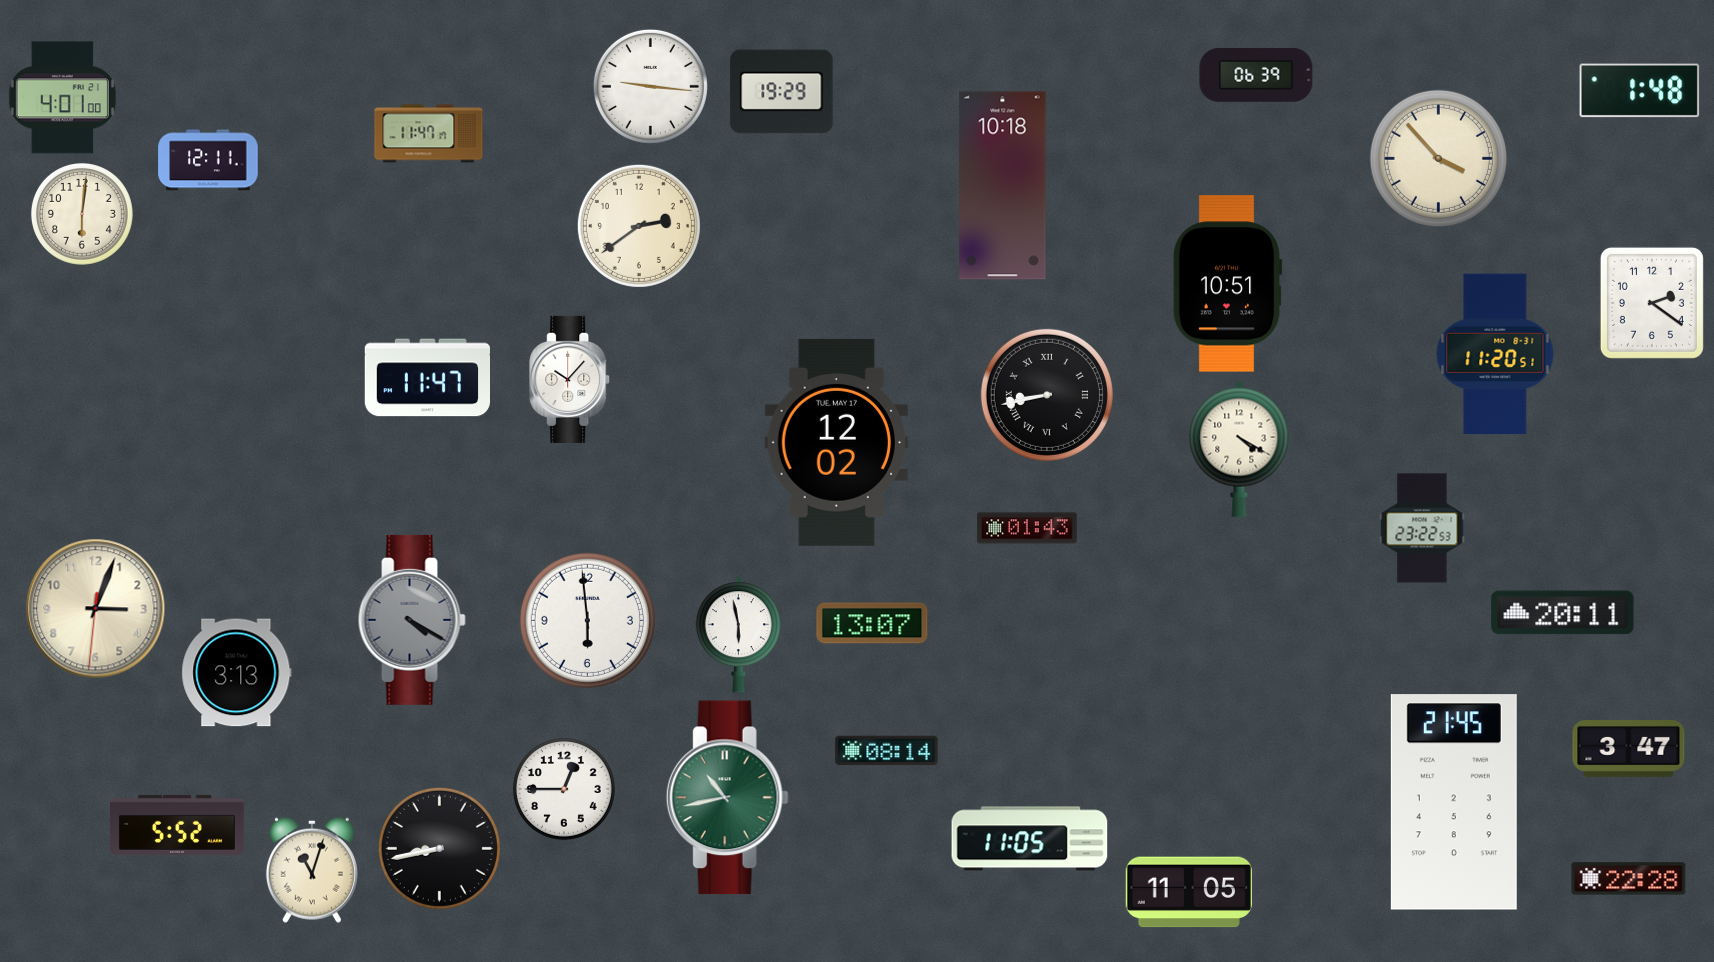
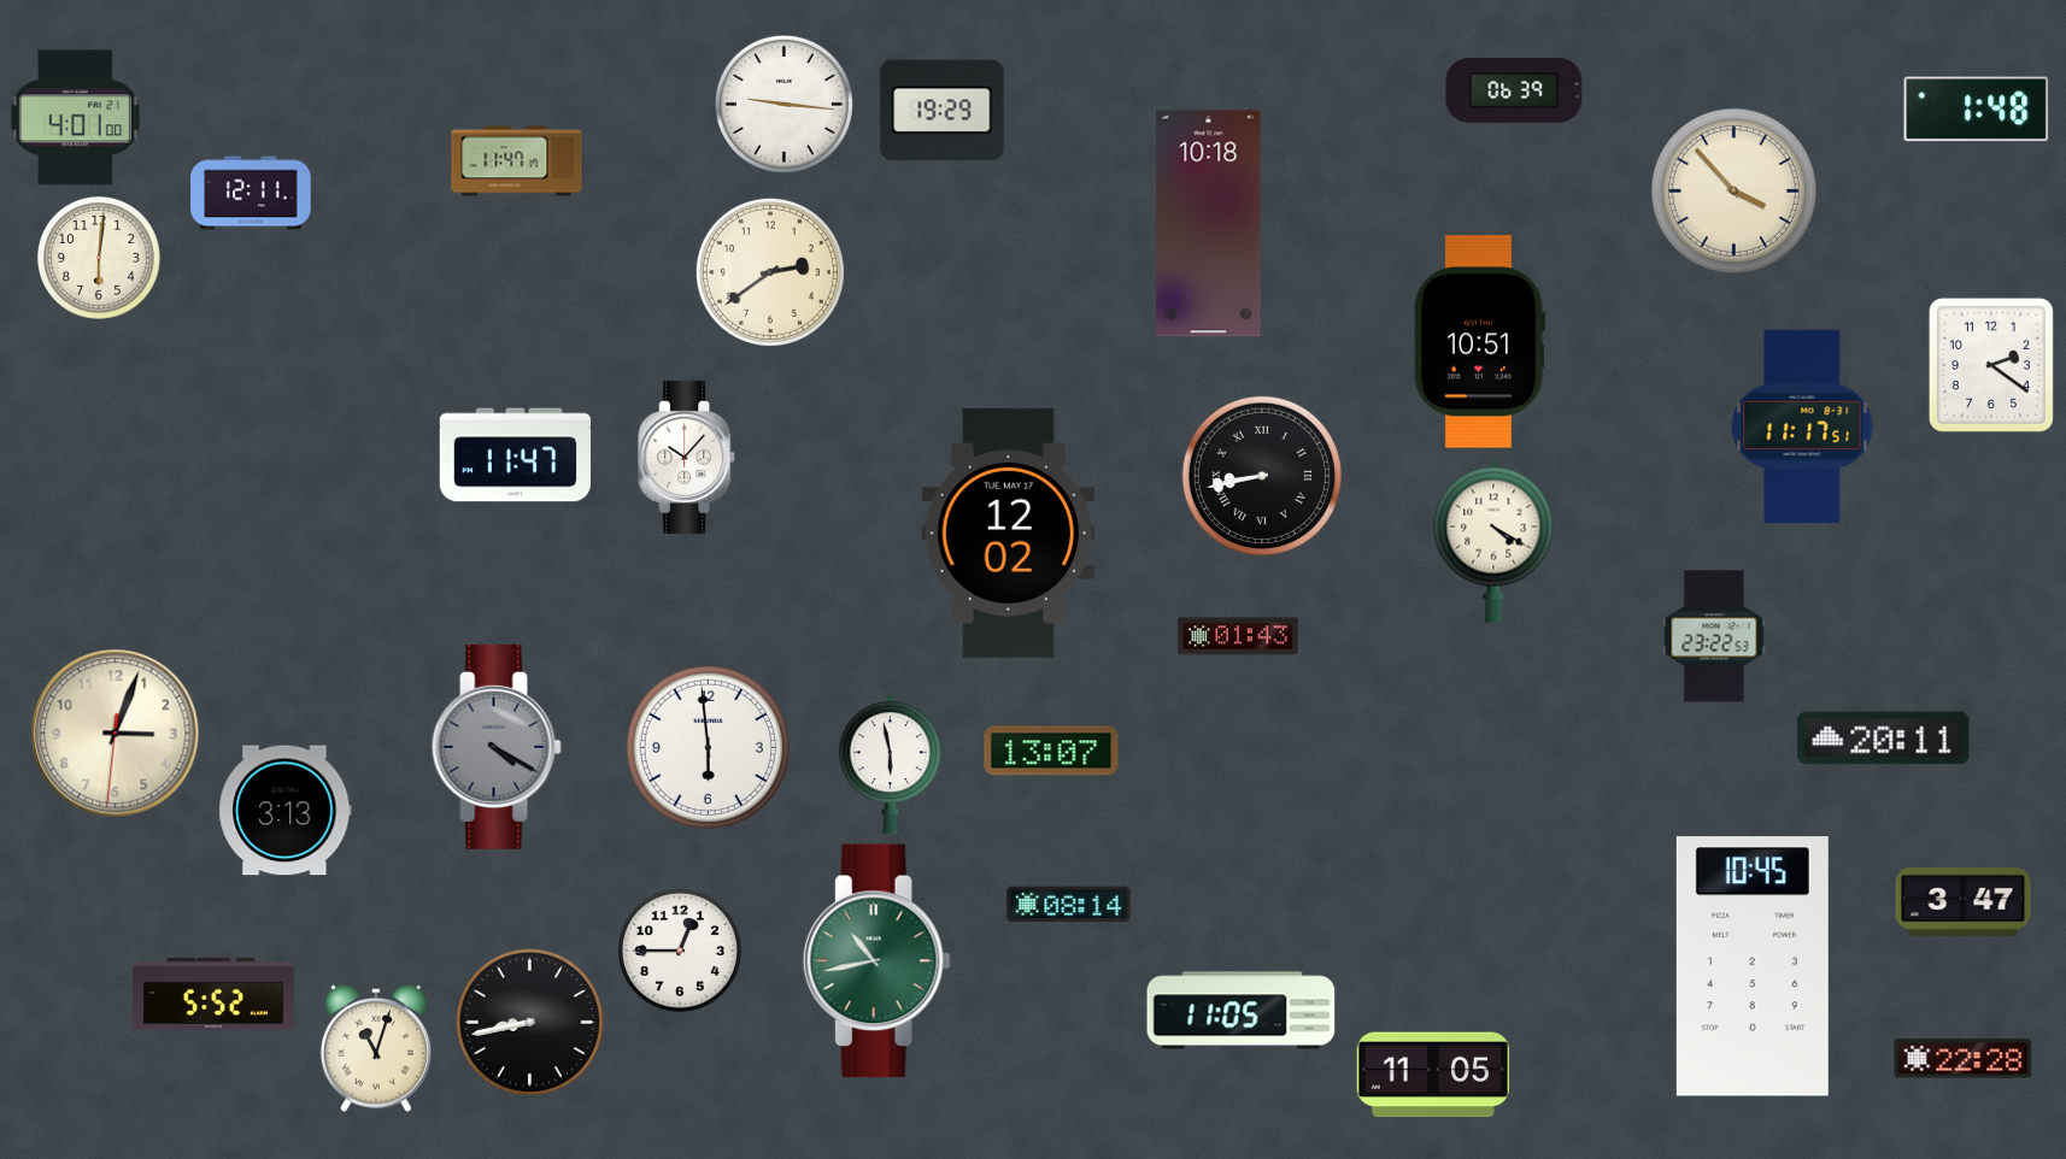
clock at (1495, 354): 11:20 -> 11:17
clock at (1454, 802): 21:45 -> 10:45
